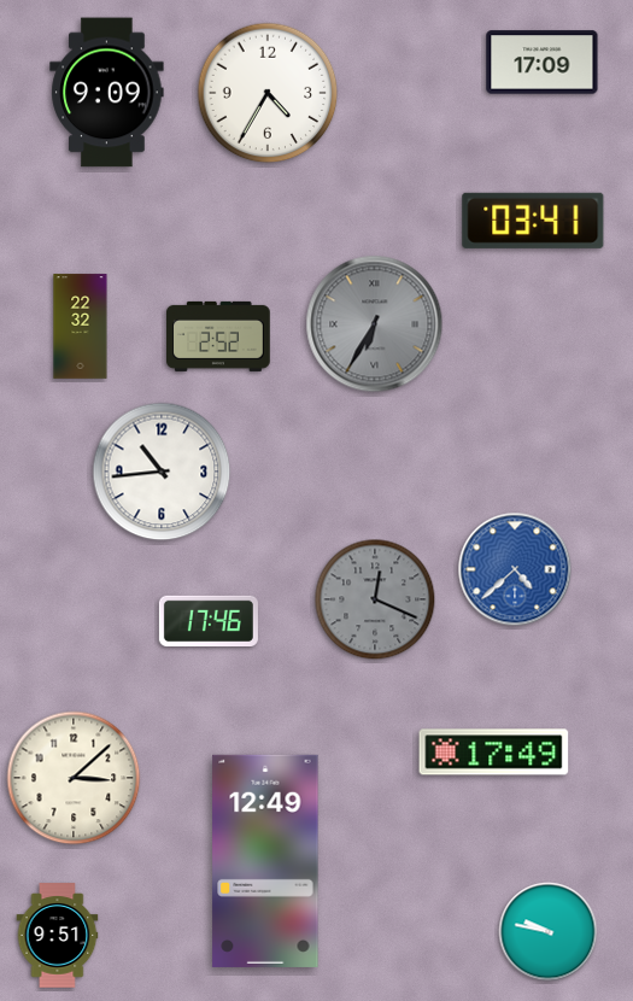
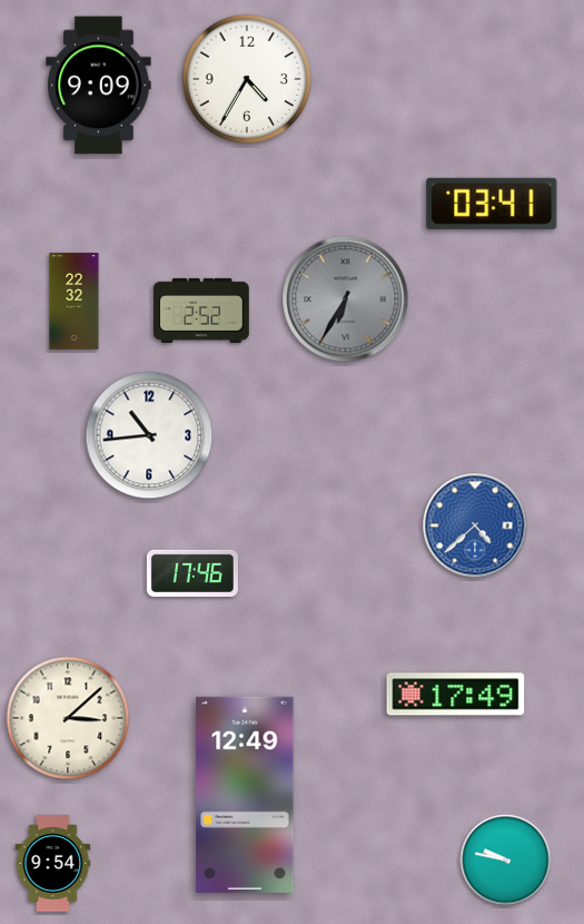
clock at (543, 63): 17:09 -> none
clock at (268, 93) position: (268, 93) -> (247, 79)
clock at (375, 599): 12:19 -> none
clock at (58, 936): 9:51 -> 9:54
